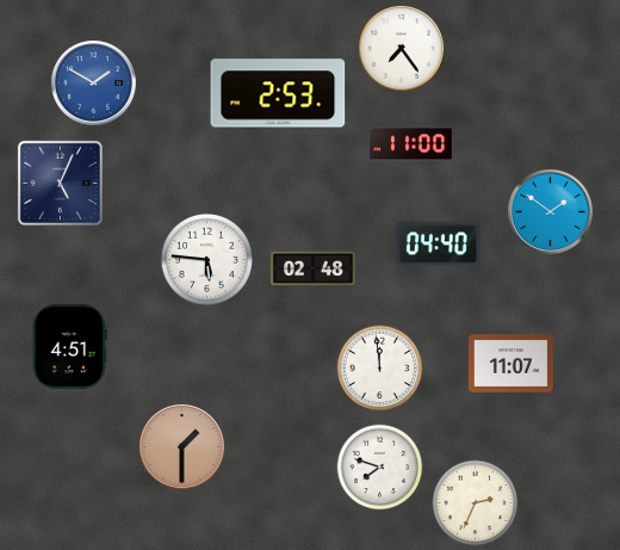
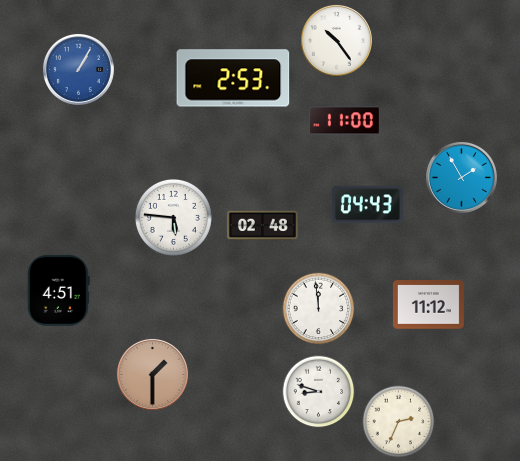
clock at (401, 48): 7:24 -> 10:24
clock at (93, 82): 1:50 -> 1:05
clock at (60, 183): 5:04 -> none
clock at (550, 211): 1:51 -> 1:55
clock at (438, 245): 04:40 -> 04:43
clock at (510, 364): 11:07 -> 11:12
clock at (380, 468): 7:48 -> 8:48
